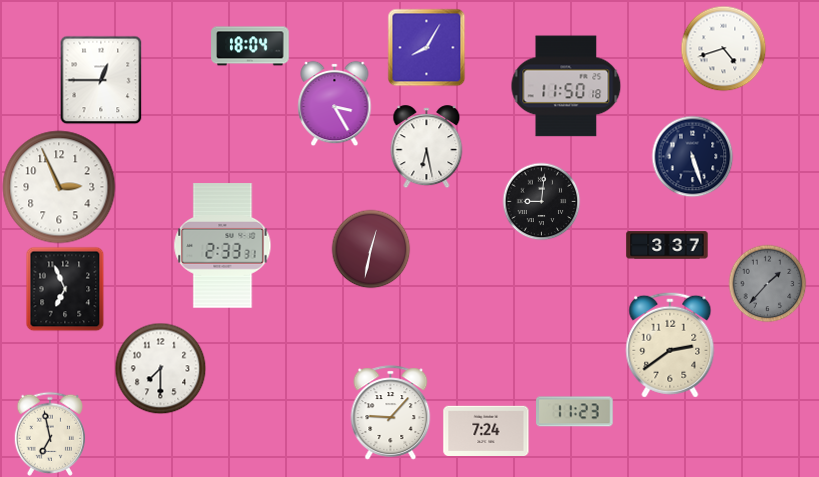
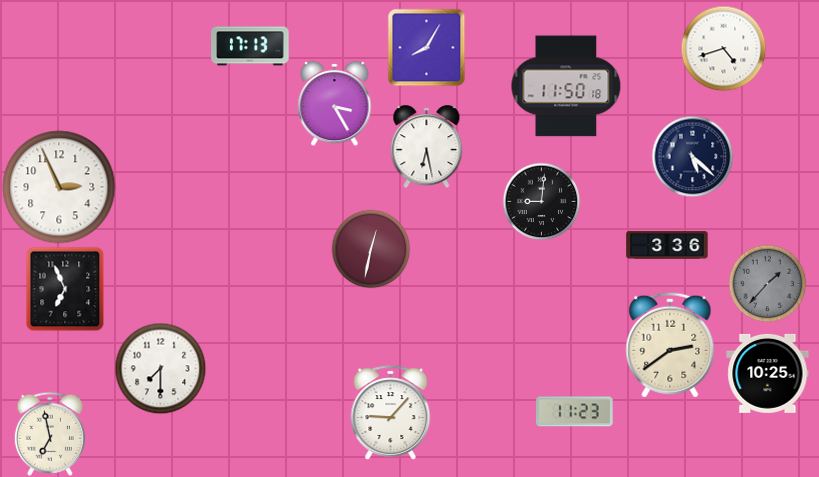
clock at (250, 46): 18:04 -> 17:13
clock at (101, 80): 12:45 -> none
clock at (692, 156): 5:27 -> 5:22
clock at (667, 245): 3:37 -> 3:36
clock at (223, 246): 2:33 -> none
clock at (768, 373): none -> 10:25
clock at (486, 430): 7:24 -> none
